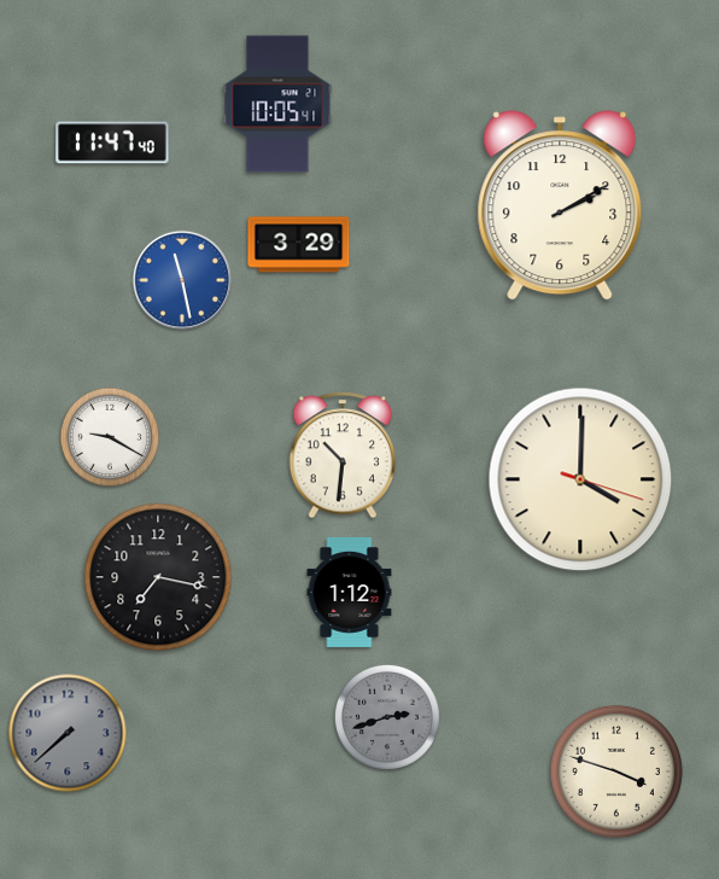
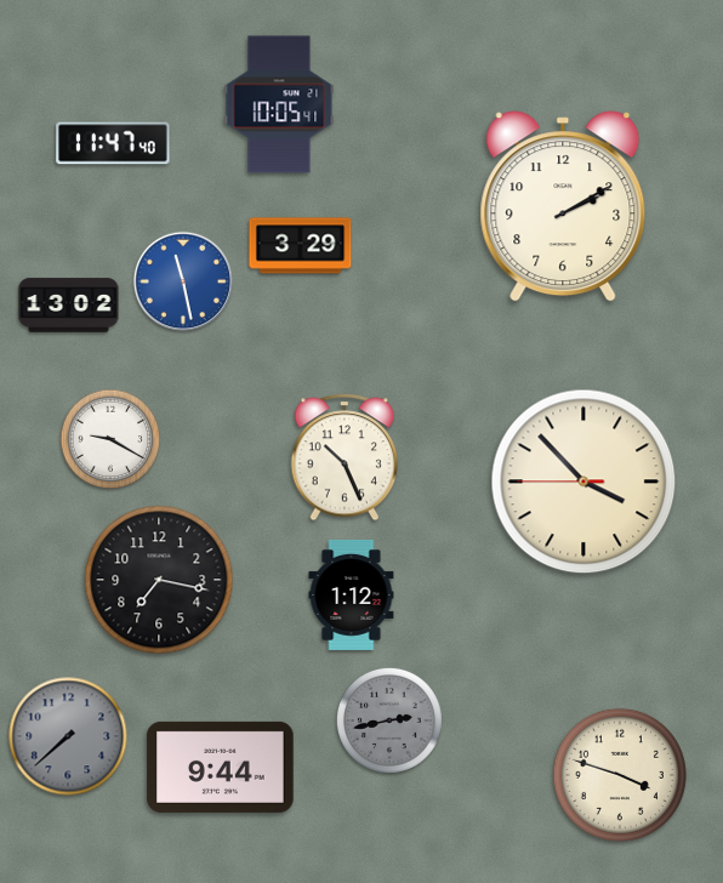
clock at (69, 306): none -> 13:02
clock at (343, 455): 10:31 -> 10:26
clock at (580, 479): 4:00 -> 3:52
clock at (387, 717): 2:42 -> 2:43
clock at (221, 767): none -> 9:44
